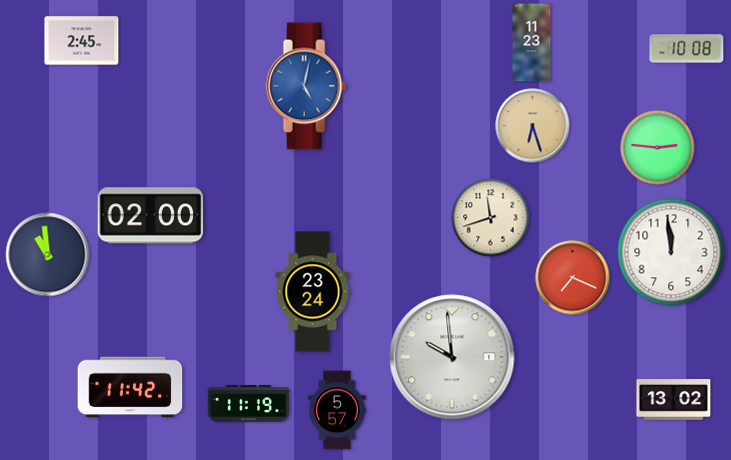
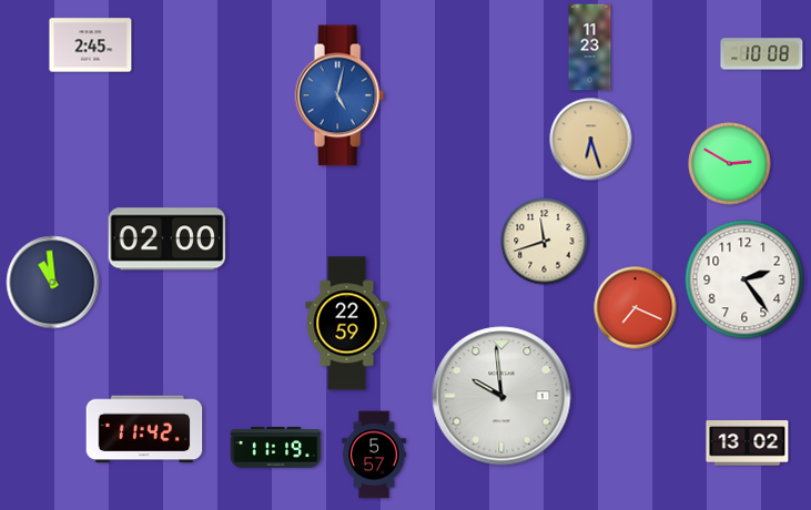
clock at (658, 148): 2:46 -> 2:50
clock at (671, 252): 11:59 -> 2:24
clock at (313, 292): 23:24 -> 22:59
